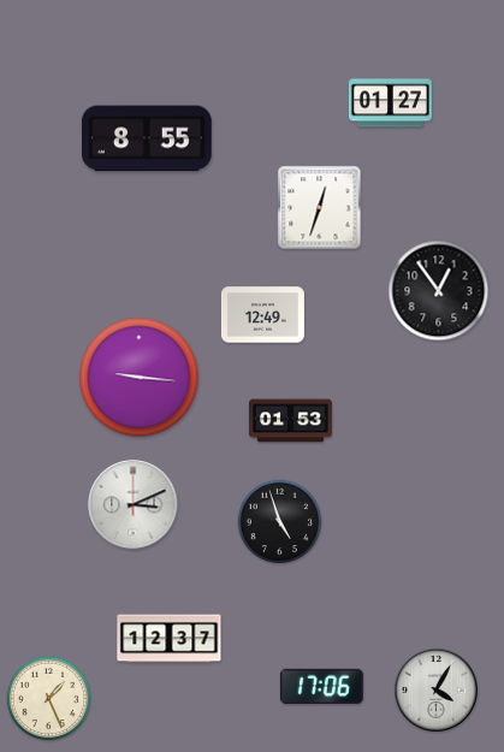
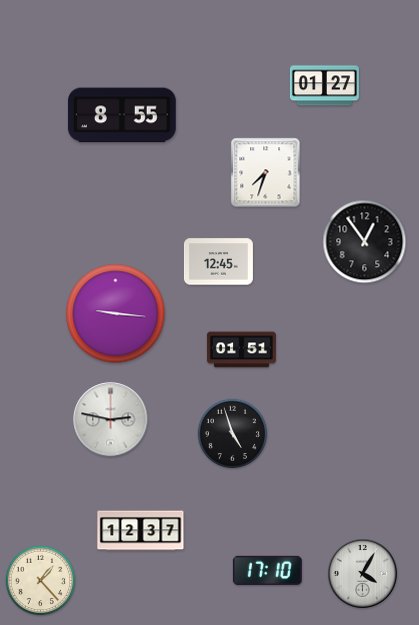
clock at (320, 208): 12:33 -> 7:33
clock at (262, 315): 12:49 -> 12:45
clock at (290, 421): 01:53 -> 01:51
clock at (134, 505): 3:11 -> 2:47
clock at (321, 686): 17:06 -> 17:10
clock at (49, 699): 1:26 -> 1:23
